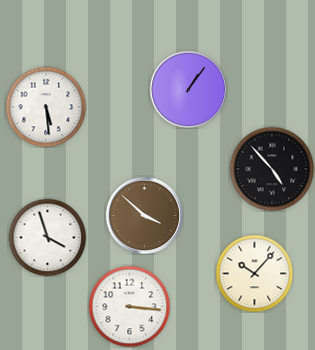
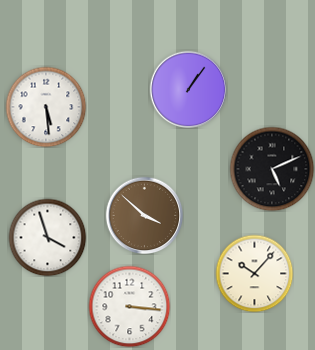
clock at (272, 169): 4:53 -> 5:11
